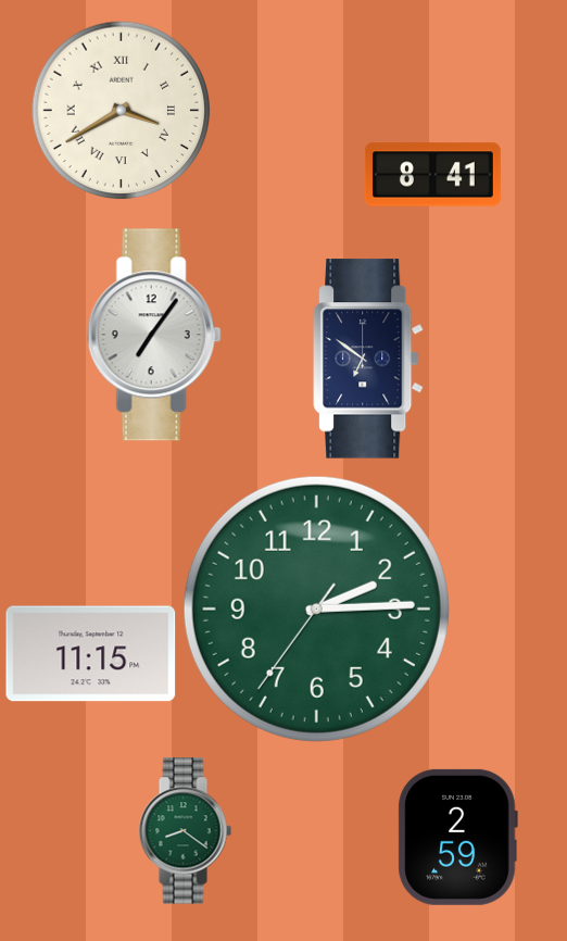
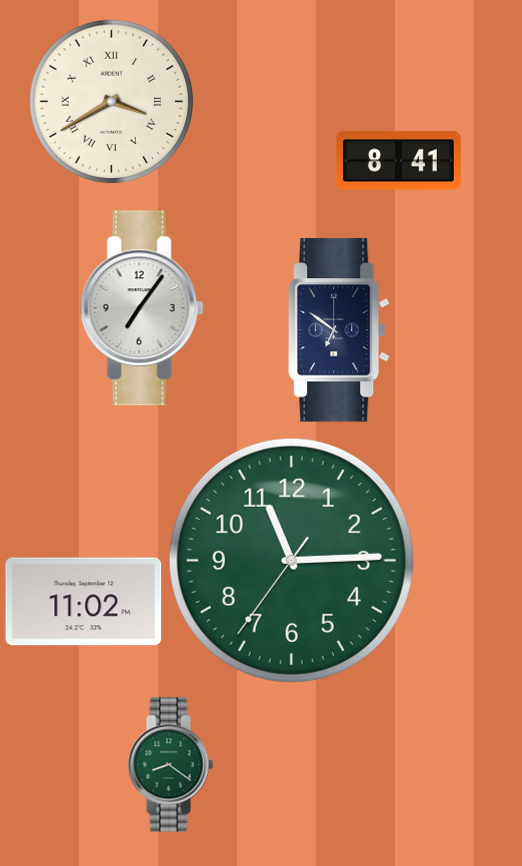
clock at (316, 608): 2:14 -> 11:14
clock at (91, 654): 11:15 -> 11:02
clock at (457, 837): 2:59 -> none
